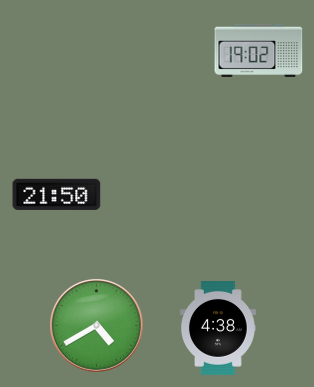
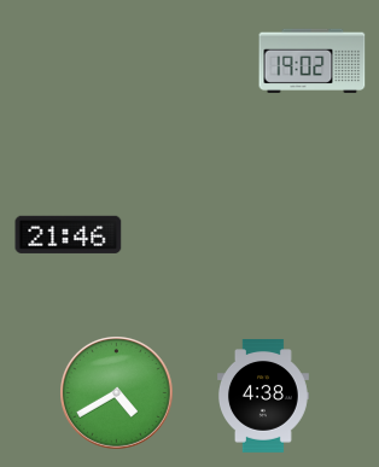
clock at (57, 194): 21:50 -> 21:46
